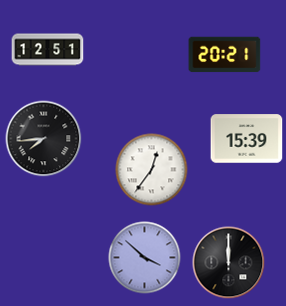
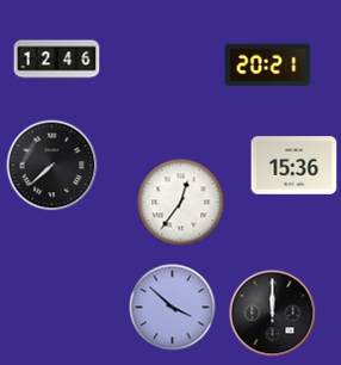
clock at (48, 50): 12:51 -> 12:46
clock at (44, 139): 7:44 -> 7:38
clock at (247, 139): 15:39 -> 15:36
